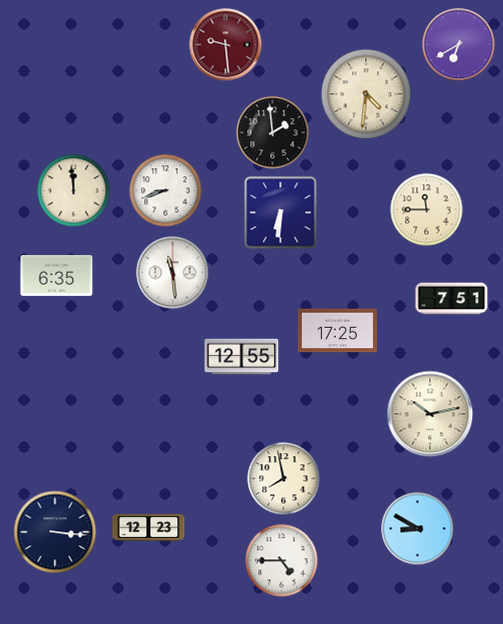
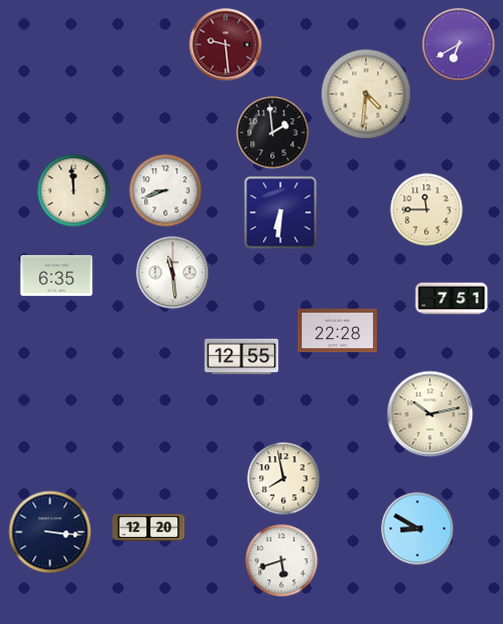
clock at (337, 331): 17:25 -> 22:28
clock at (149, 528): 12:23 -> 12:20
clock at (55, 532) position: (55, 532) -> (50, 532)
clock at (282, 561): 4:45 -> 5:42
